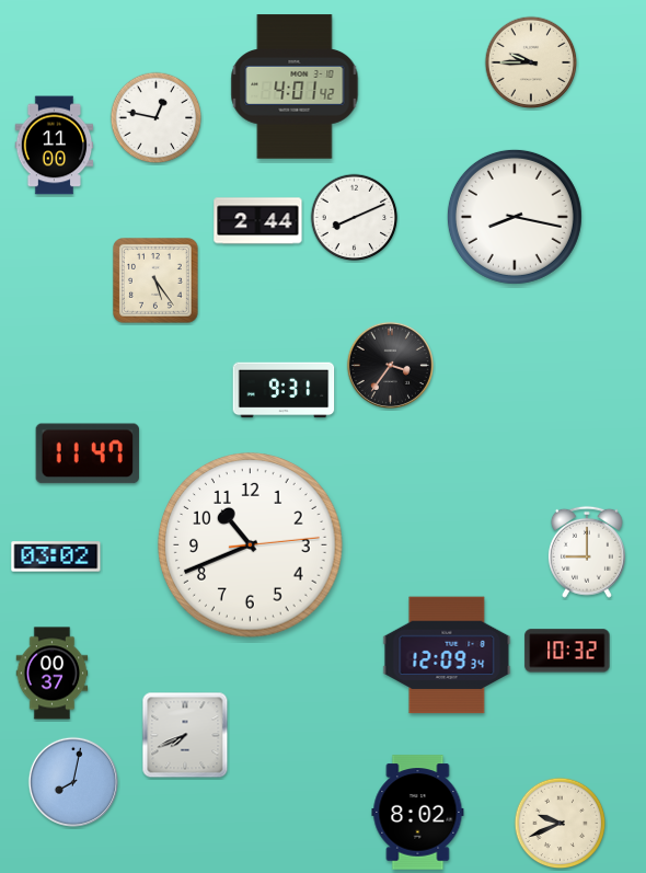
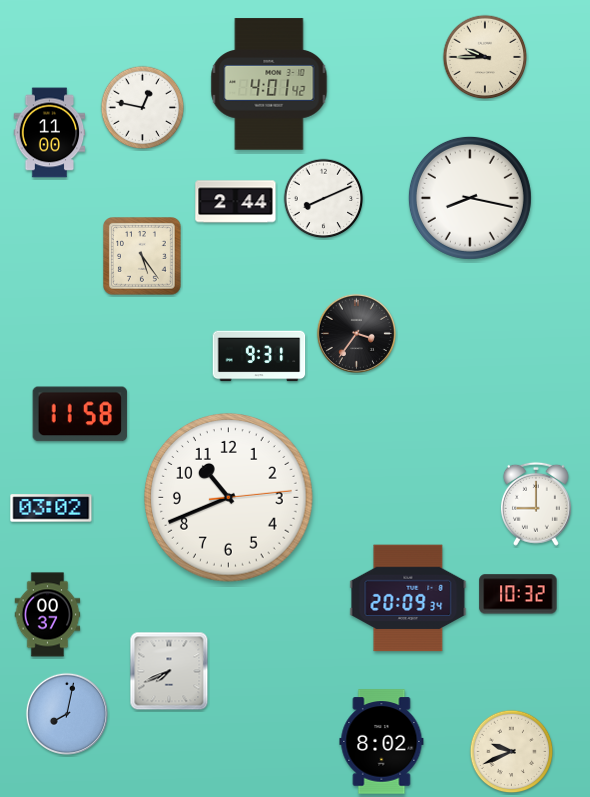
clock at (295, 87) position: (295, 87) -> (269, 84)
clock at (88, 453): 11:47 -> 11:58
clock at (447, 655): 12:09 -> 20:09
